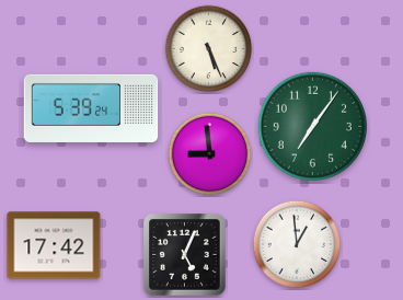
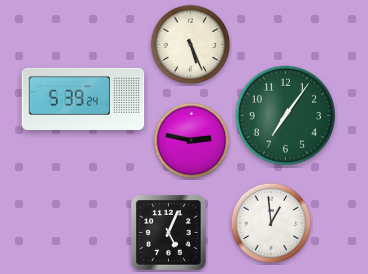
clock at (210, 154): 8:59 -> 2:47
clock at (54, 245): 17:42 -> none
